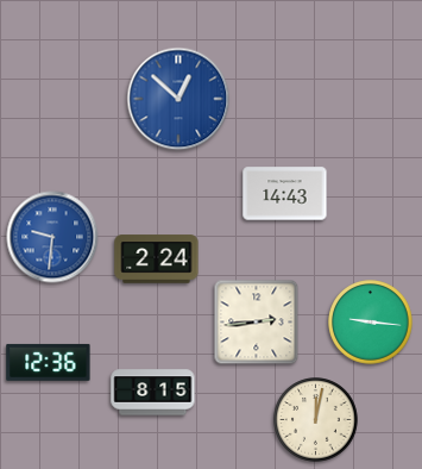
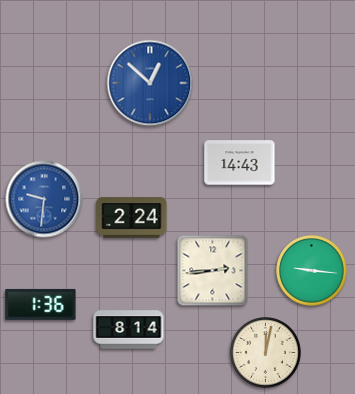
clock at (257, 323) position: (257, 323) -> (213, 271)
clock at (49, 362): 12:36 -> 1:36
clock at (153, 393): 8:15 -> 8:14
